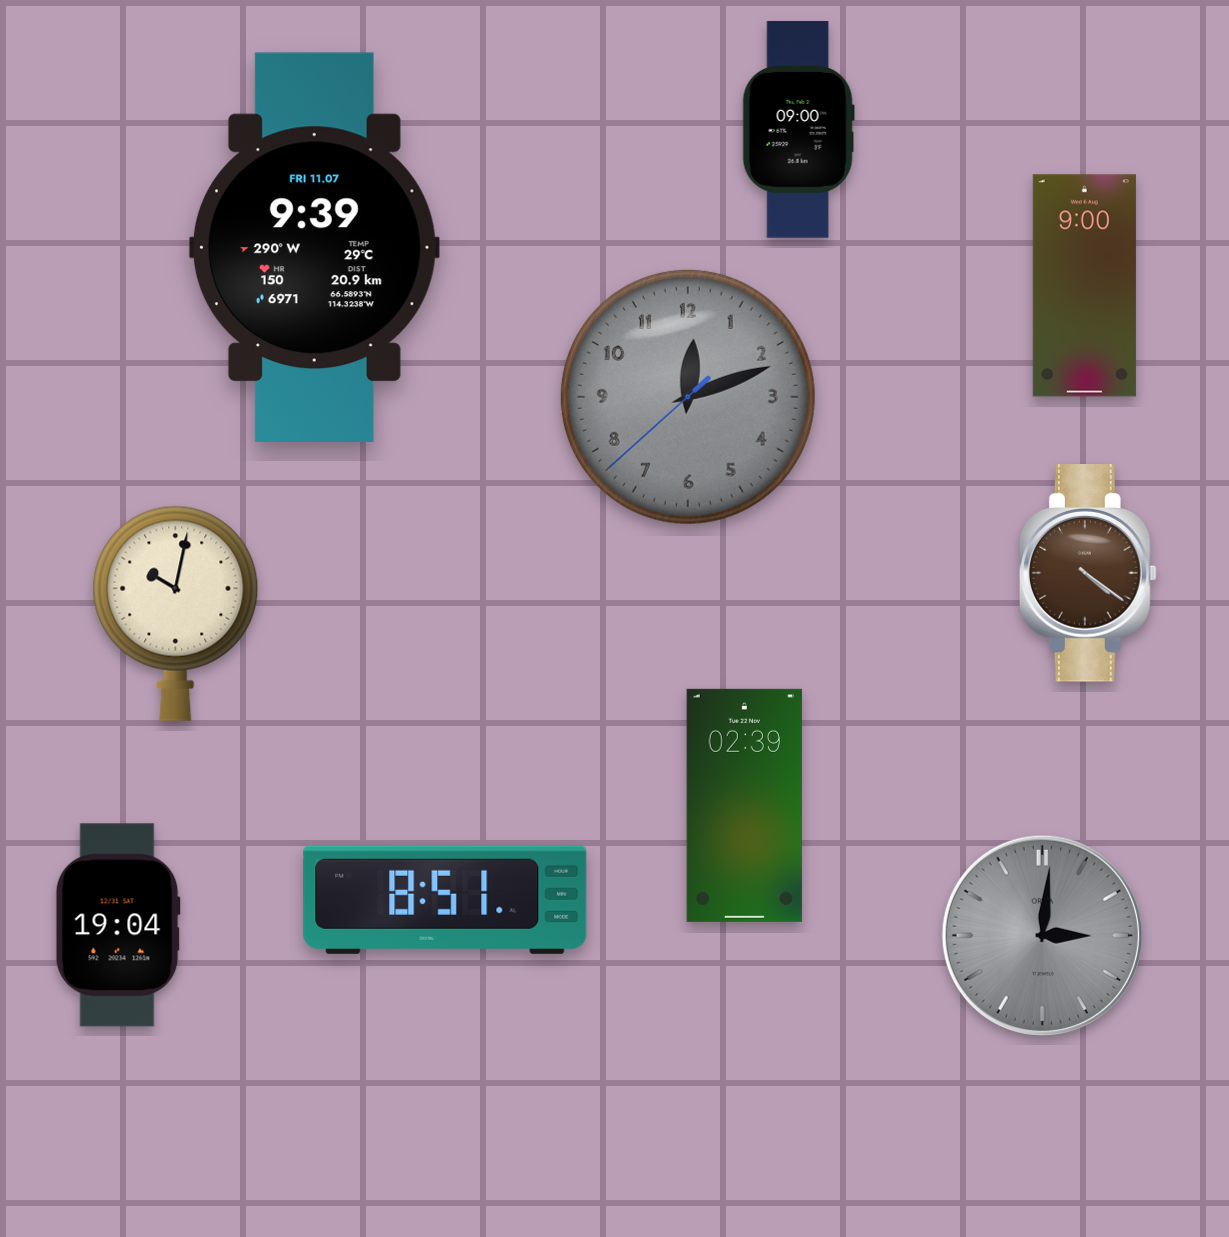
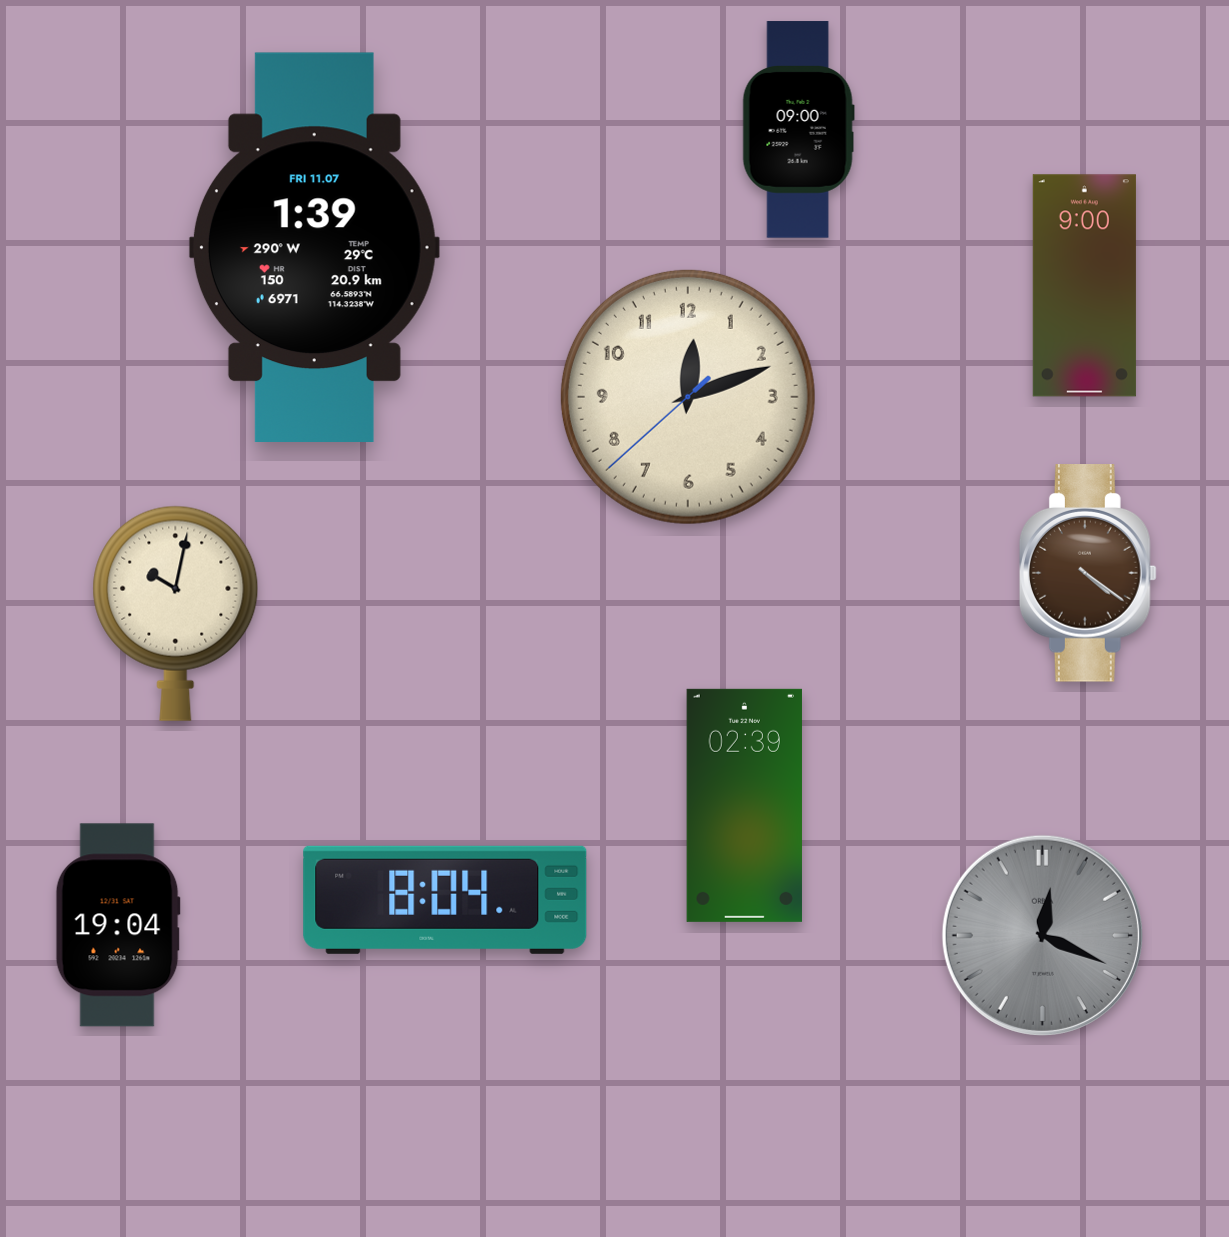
clock at (314, 247): 9:39 -> 1:39
clock at (688, 397) dial: grey -> cream
clock at (445, 900): 8:51 -> 8:04
clock at (1042, 935): 3:01 -> 12:19
